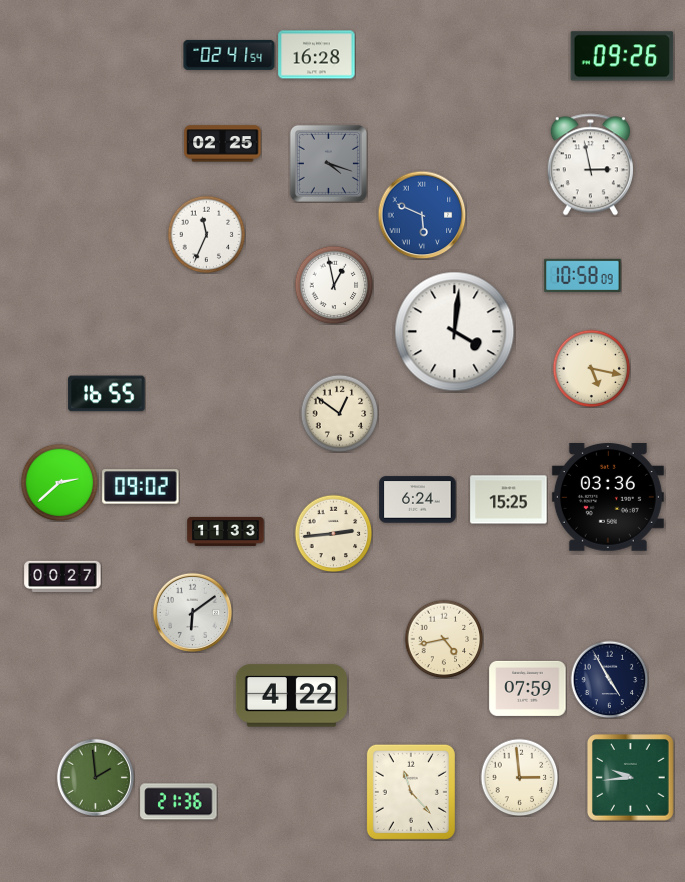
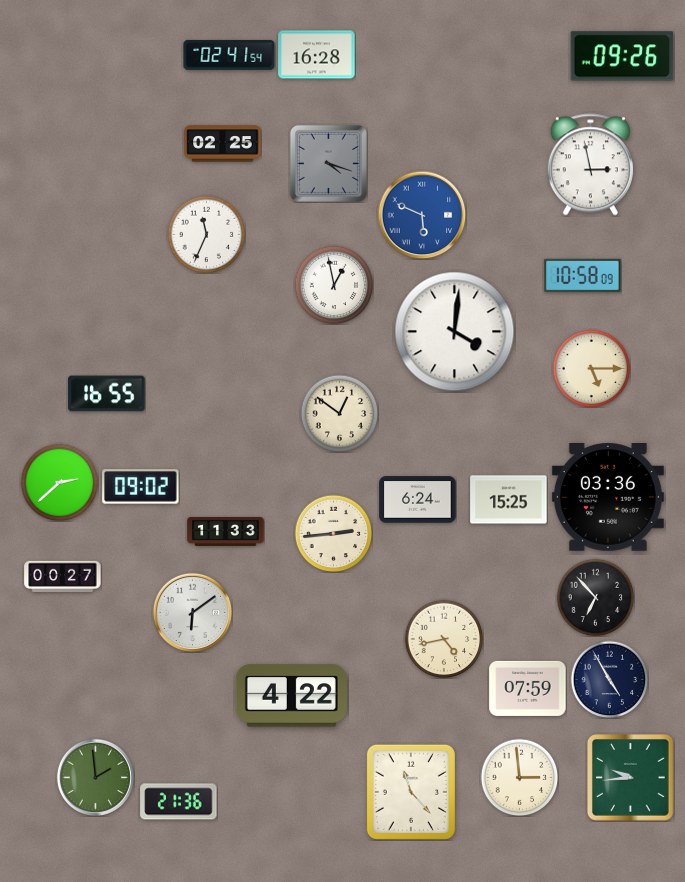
clock at (591, 368): 5:17 -> 5:15
clock at (595, 597): none -> 6:53
